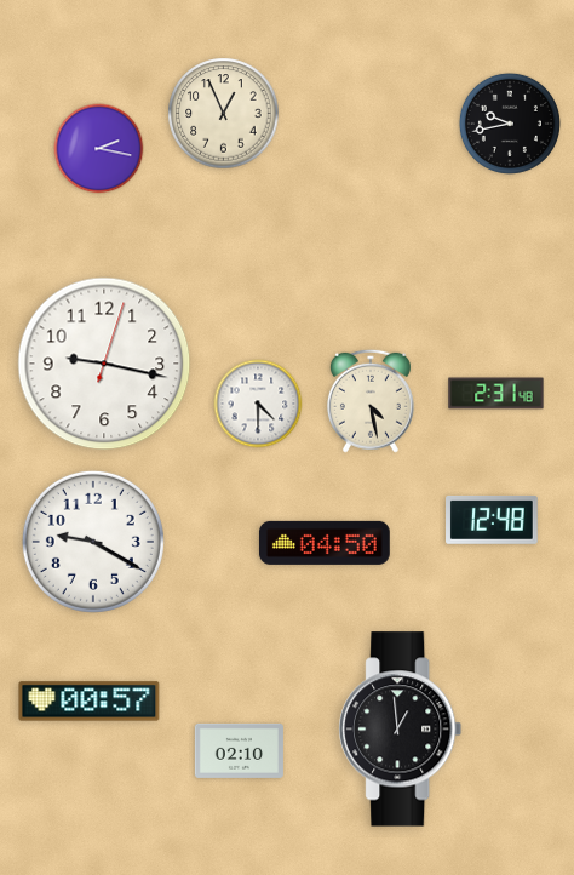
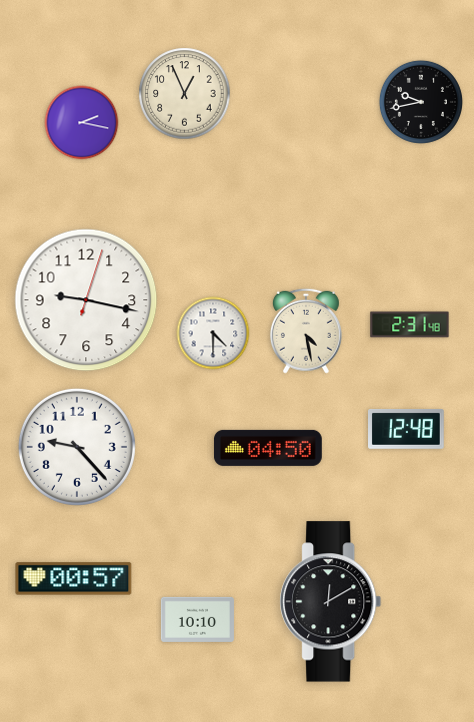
clock at (93, 542): 9:20 -> 9:23
clock at (401, 730): 12:59 -> 12:10
clock at (239, 750): 02:10 -> 10:10
